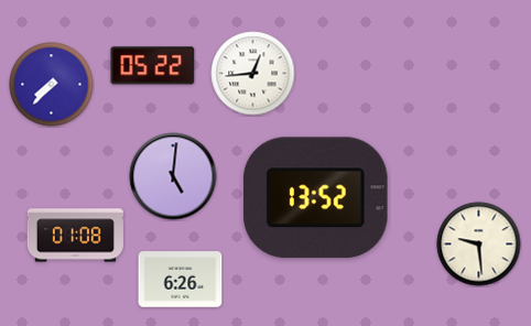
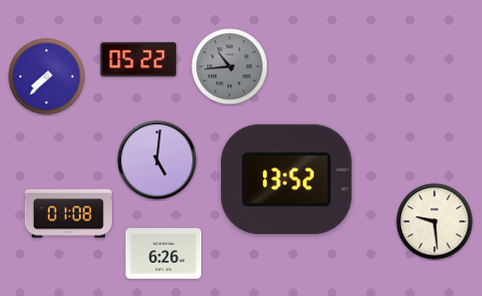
clock at (253, 74): 12:44 -> 10:44
clock at (253, 74) dial: white -> grey
